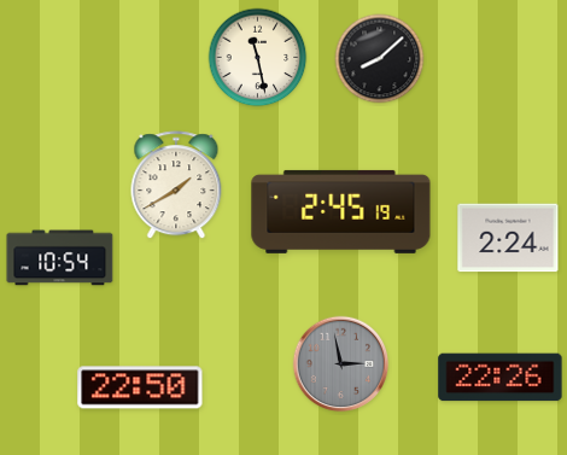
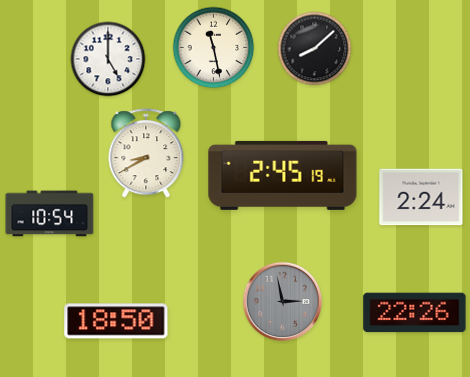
clock at (108, 59): none -> 5:00
clock at (176, 186): 1:40 -> 8:40
clock at (140, 387): 22:50 -> 18:50
